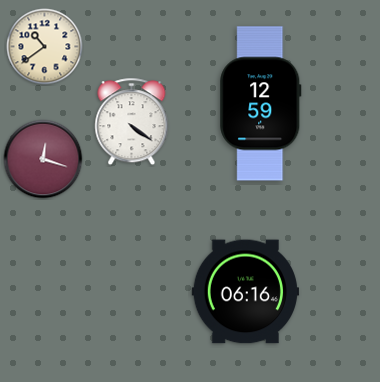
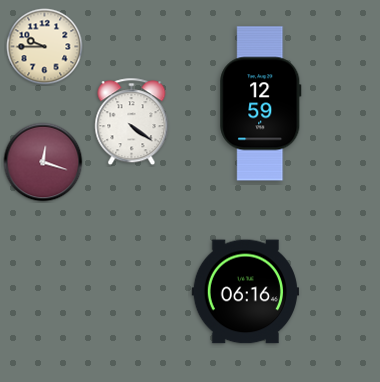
clock at (45, 47): 10:39 -> 9:45
clock at (43, 159) position: (43, 159) -> (43, 162)
